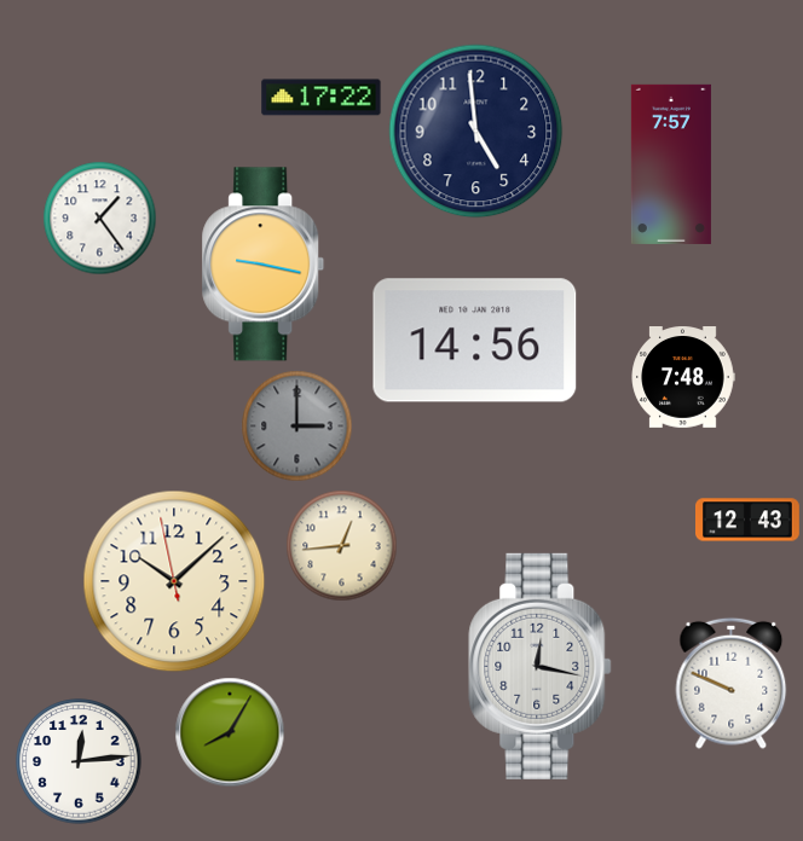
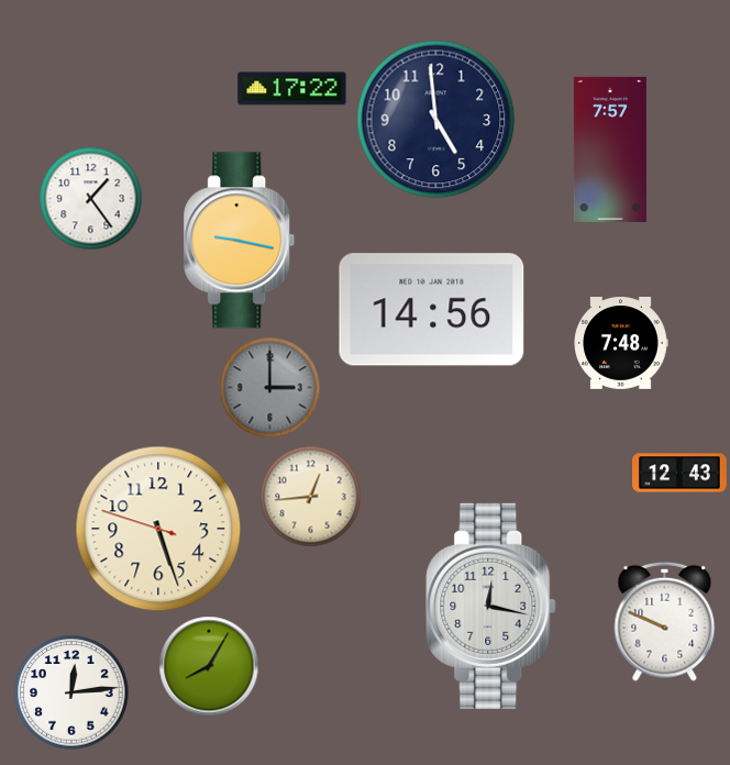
clock at (476, 132) position: (476, 132) -> (436, 120)
clock at (174, 581): 10:07 -> 5:26
